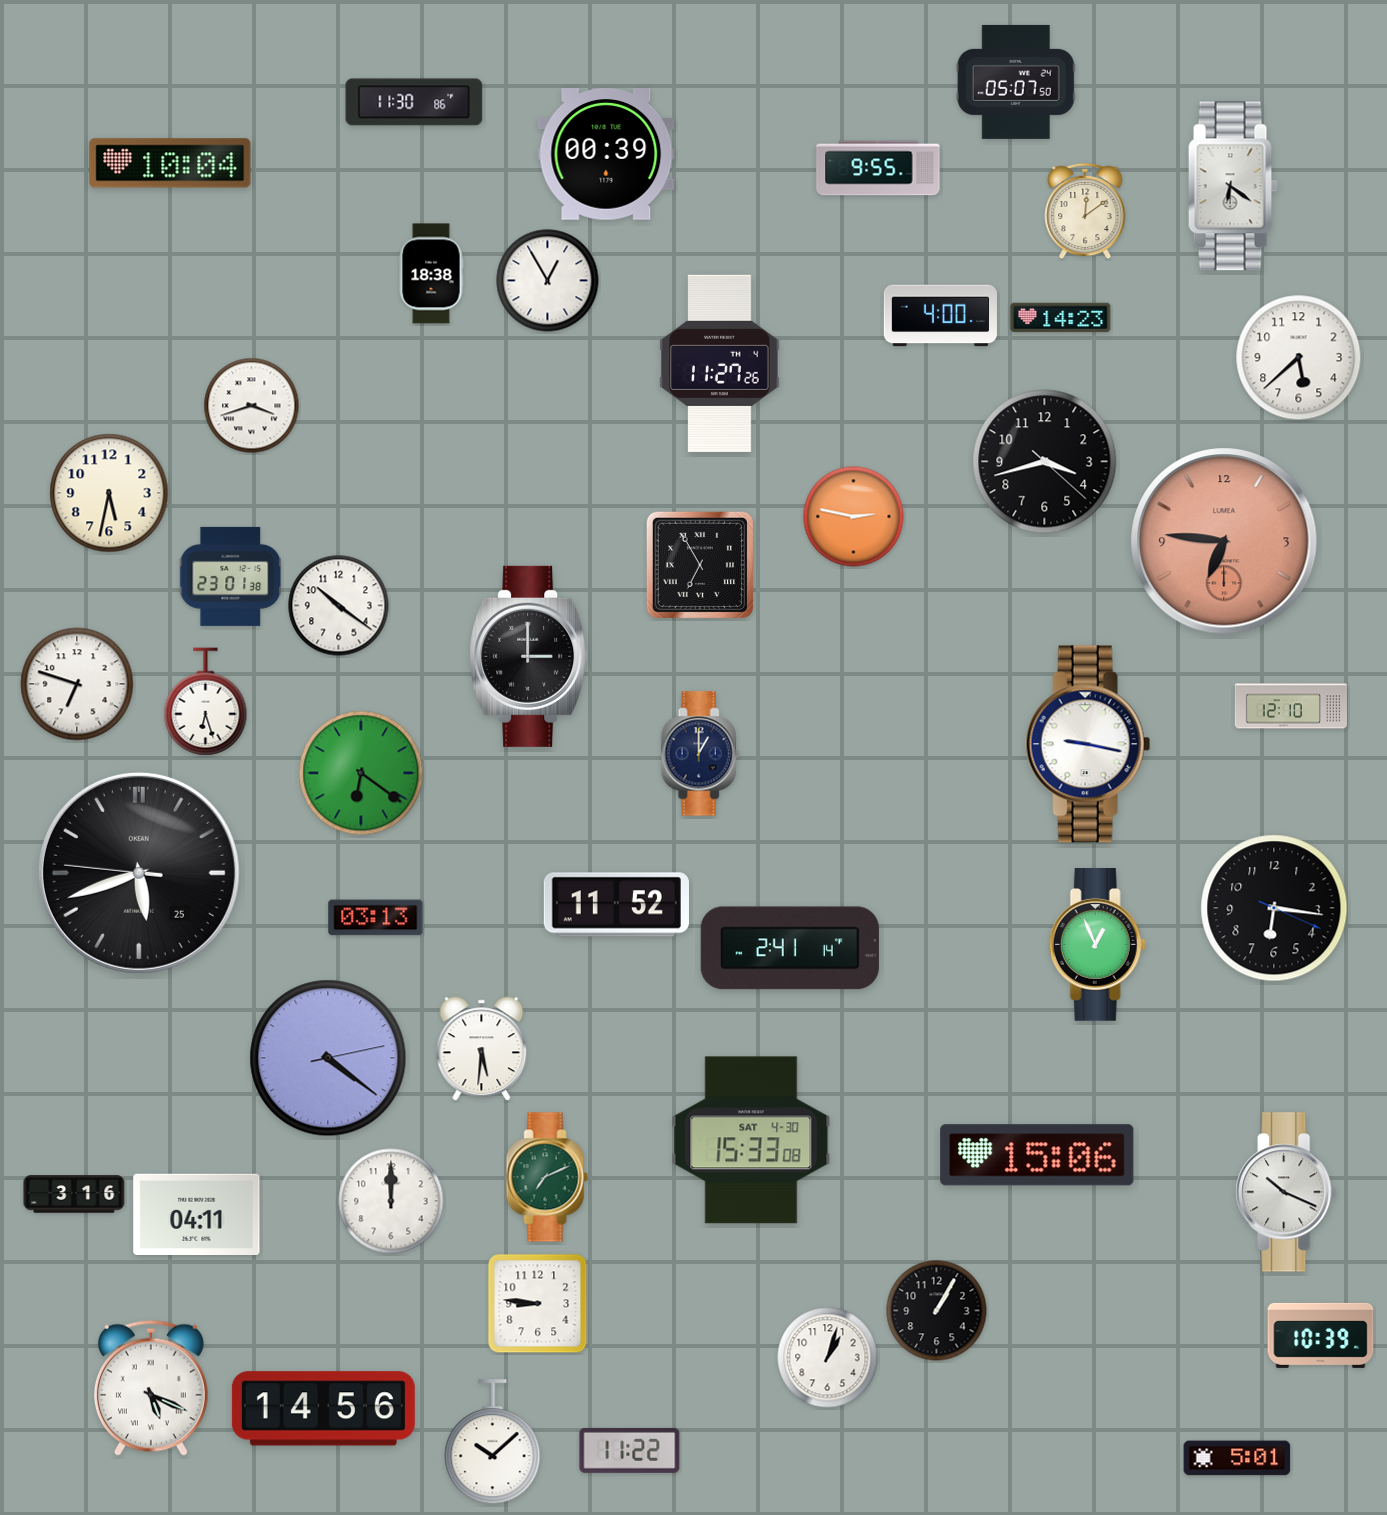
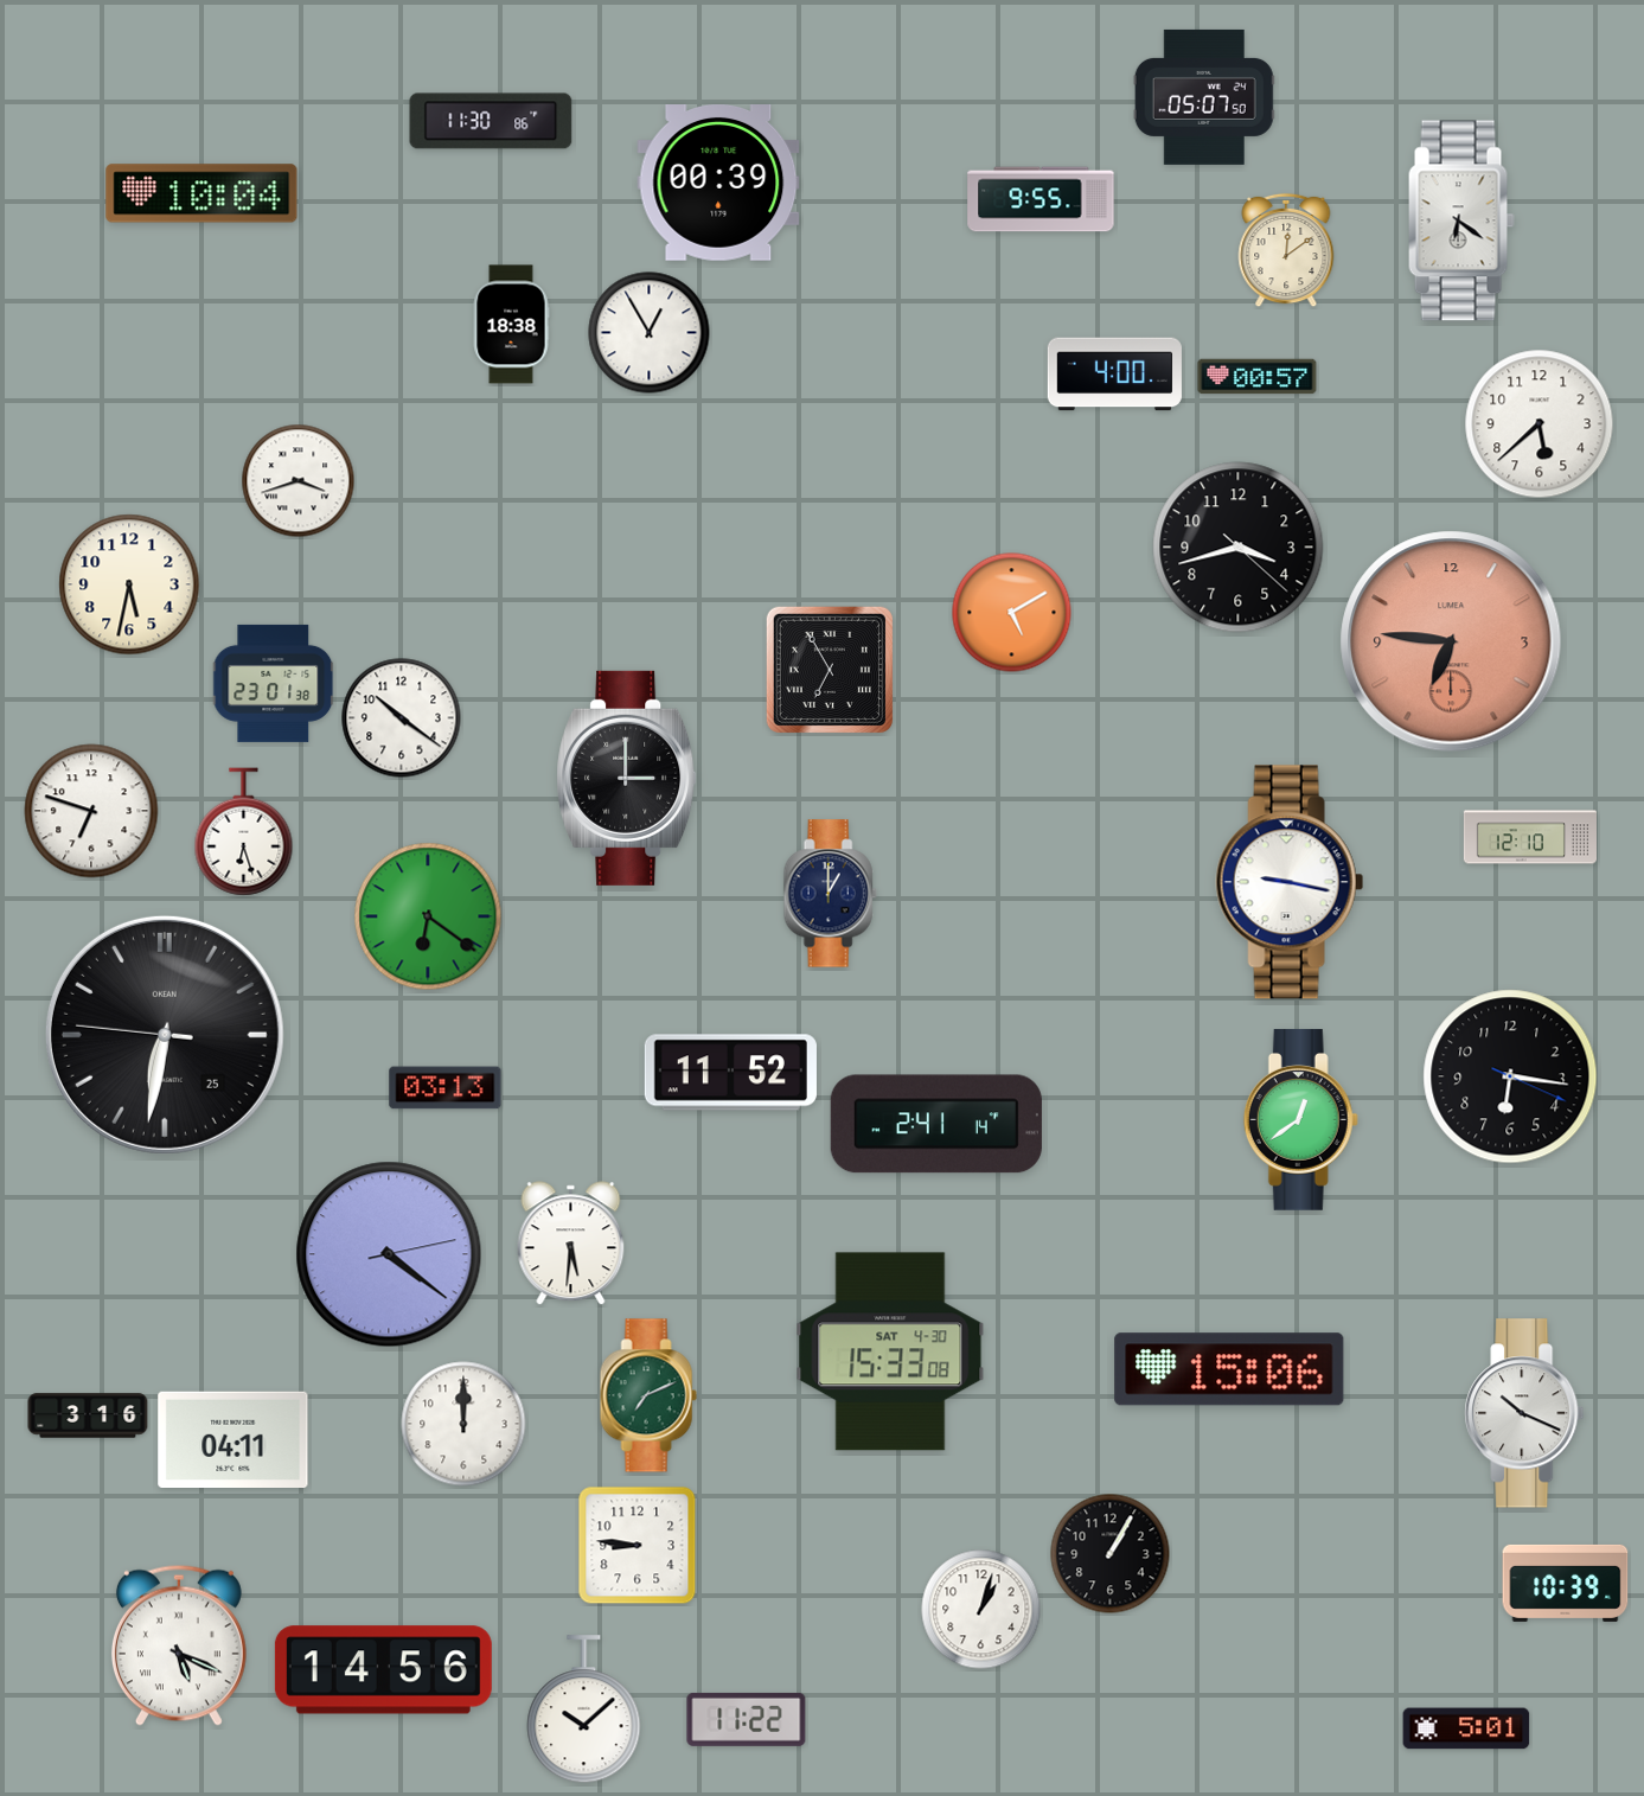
clock at (1061, 318): 14:23 -> 00:57
clock at (720, 363): 11:27 -> none
clock at (854, 517): 2:47 -> 5:10
clock at (139, 873): 5:41 -> 6:31
clock at (1097, 945): 12:56 -> 12:39
